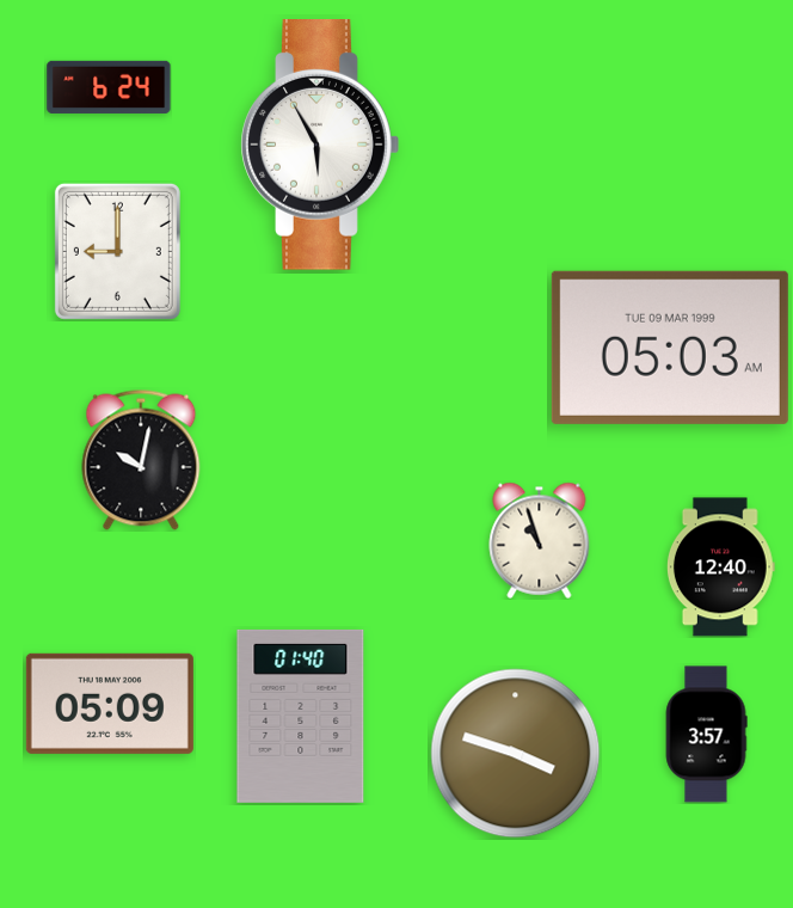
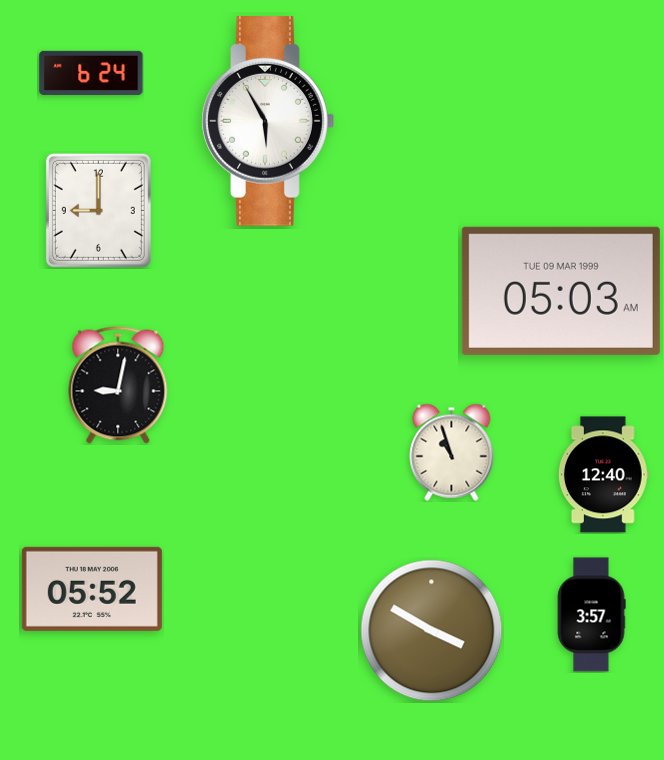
clock at (141, 460): 10:02 -> 9:02
clock at (110, 704): 05:09 -> 05:52
clock at (301, 716): 01:40 -> none
clock at (516, 754): 3:48 -> 3:50
